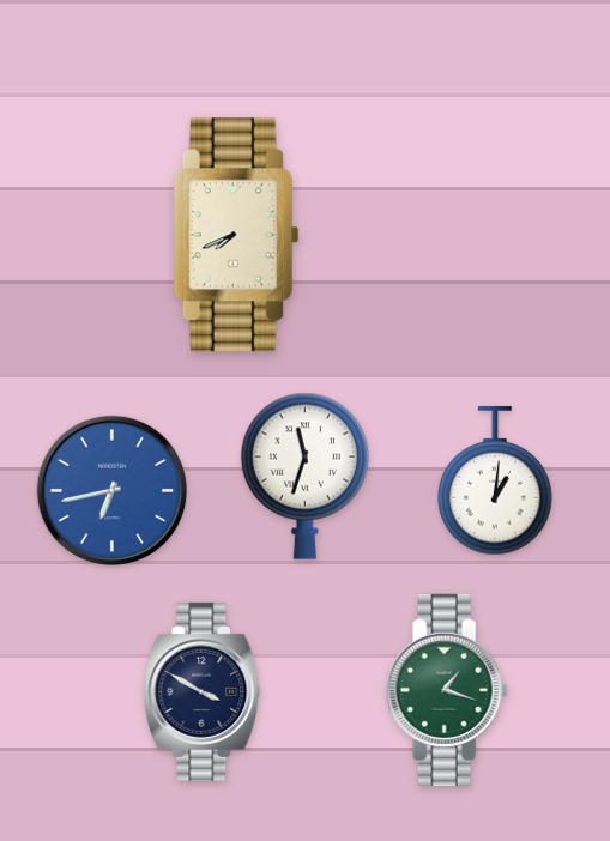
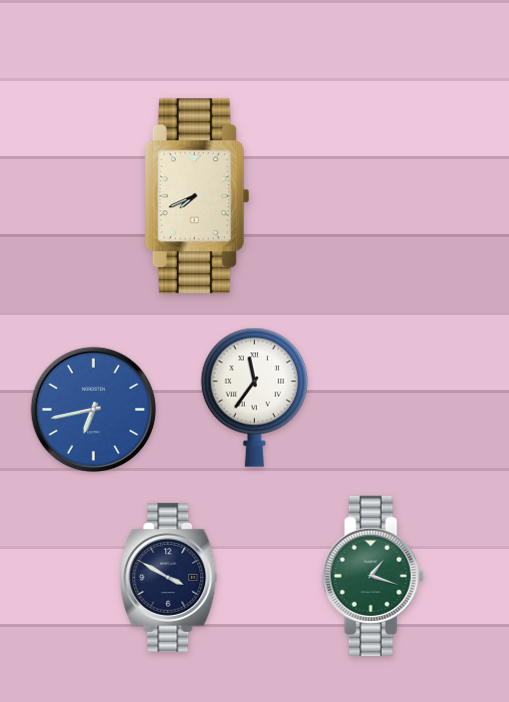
clock at (304, 476): 11:33 -> 11:36
clock at (495, 480): 1:01 -> none
